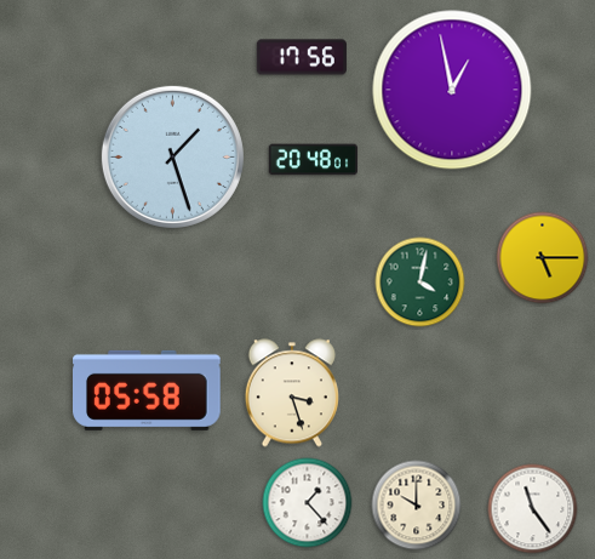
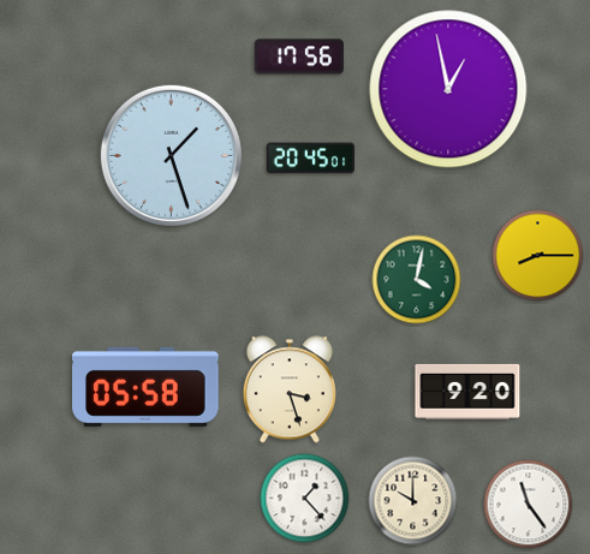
clock at (313, 160): 20:48 -> 20:45
clock at (543, 258): 5:15 -> 8:15
clock at (467, 392): none -> 9:20
